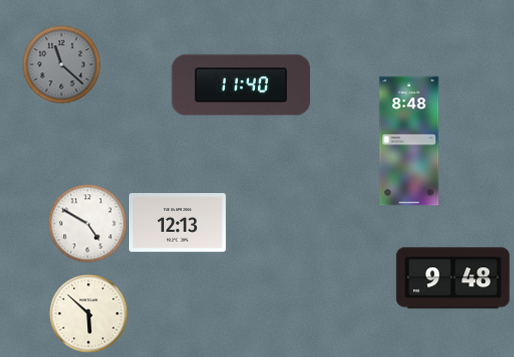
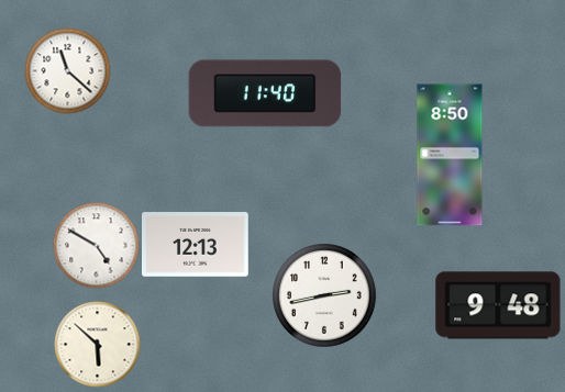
clock at (61, 64) dial: grey -> white
clock at (409, 141): 8:48 -> 8:50
clock at (324, 295): none -> 2:43
